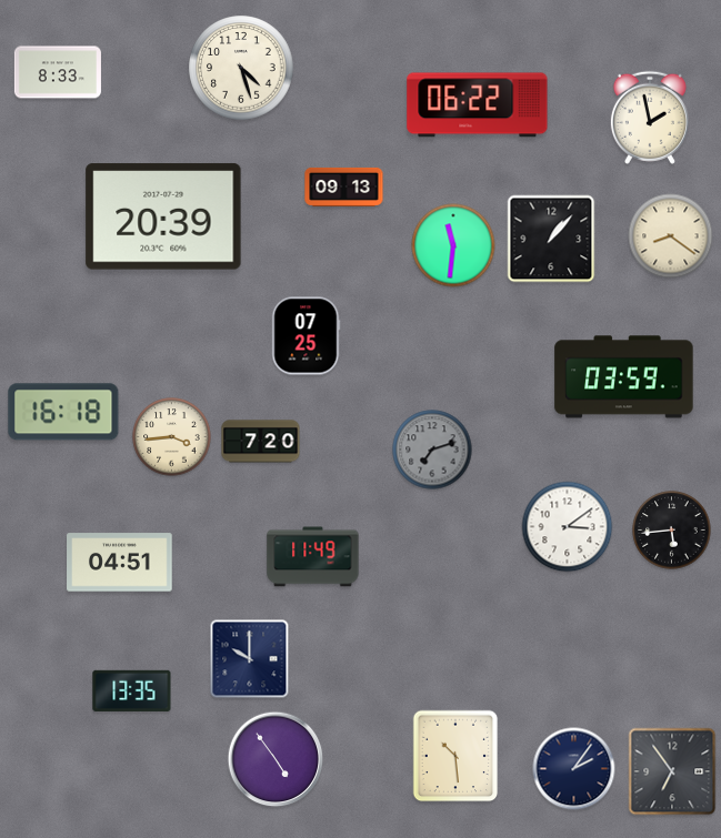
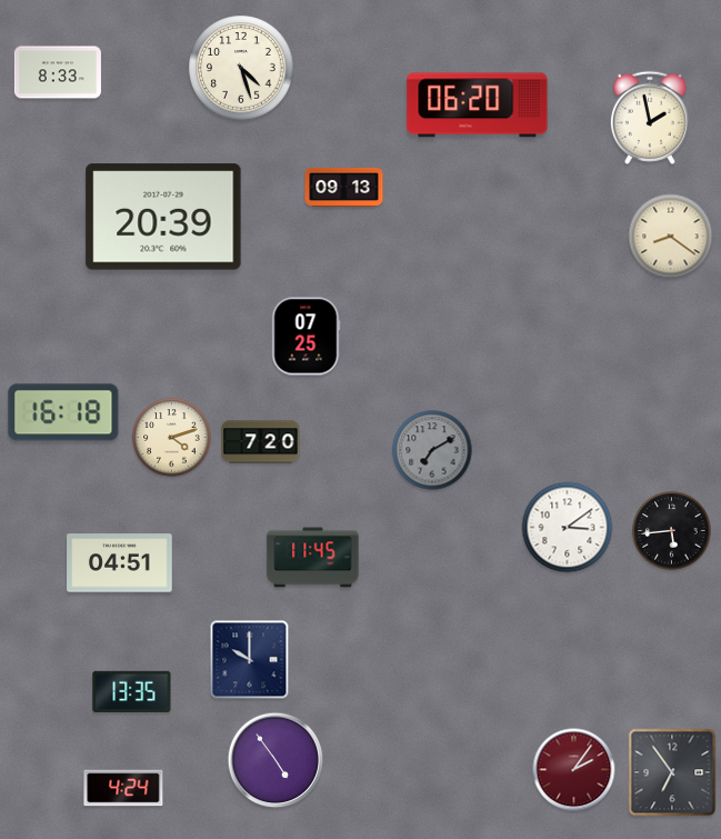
clock at (478, 105): 06:22 -> 06:20
clock at (551, 239): 1:07 -> none
clock at (453, 245): 11:31 -> none
clock at (624, 377): 03:59 -> none
clock at (172, 437): 3:44 -> 4:12
clock at (432, 450): 7:12 -> 7:10
clock at (313, 557): 11:49 -> 11:45
clock at (455, 756): 10:29 -> none
clock at (574, 769) dial: navy -> burgundy
clock at (123, 788): none -> 4:24
